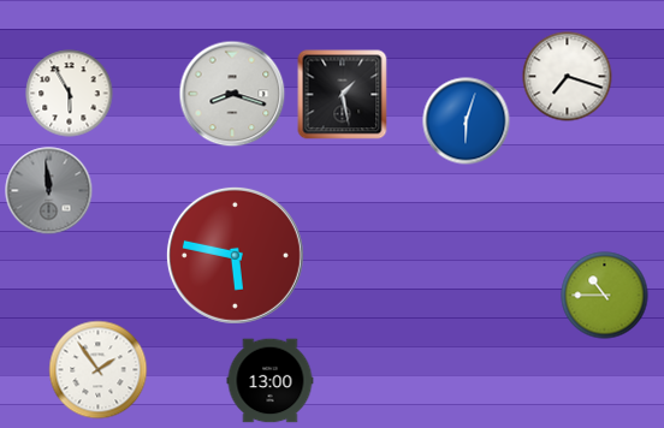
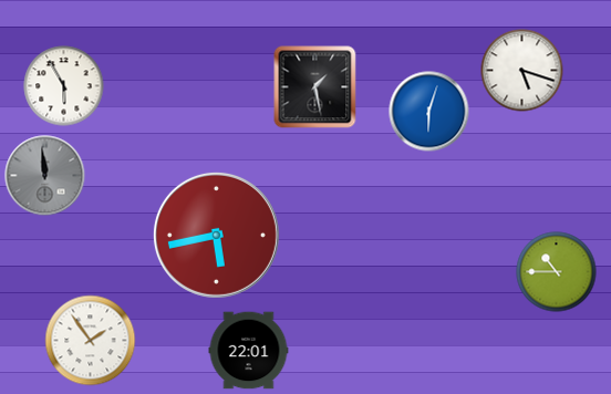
clock at (568, 77): 7:18 -> 5:18
clock at (232, 94): 8:18 -> none
clock at (235, 255): 5:47 -> 5:43
clock at (271, 381): 13:00 -> 22:01
